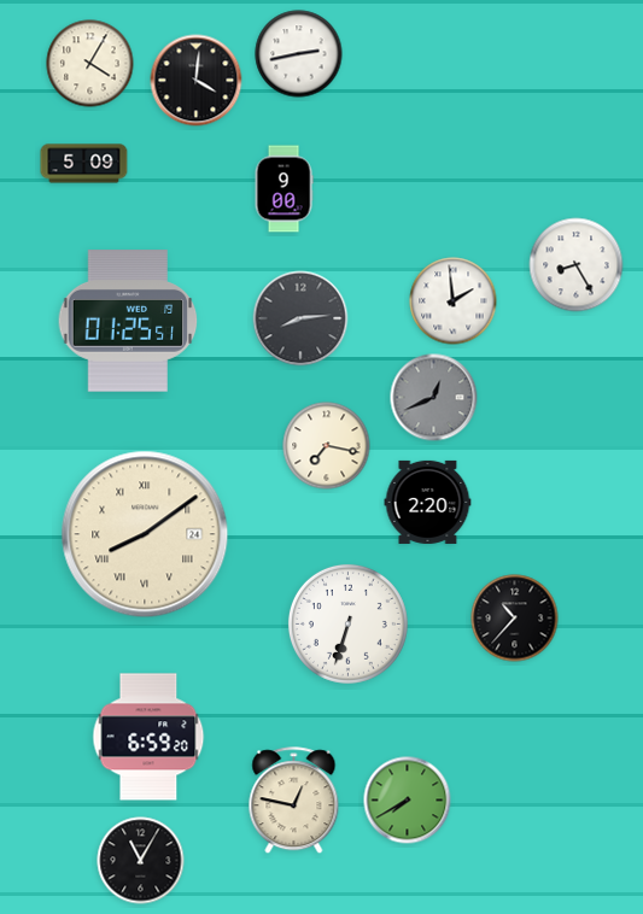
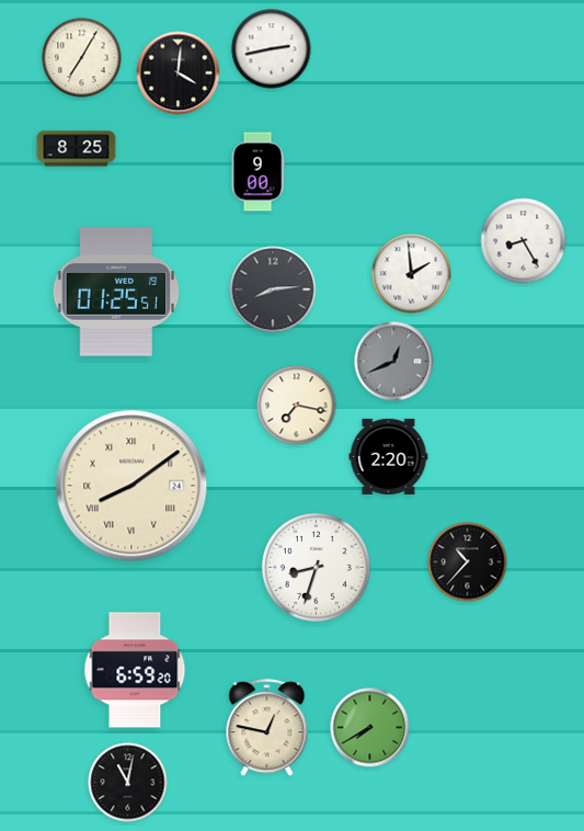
clock at (90, 64): 4:05 -> 7:05
clock at (84, 164): 5:09 -> 8:25
clock at (347, 623): 6:33 -> 8:33
clock at (141, 861): 11:05 -> 11:02
